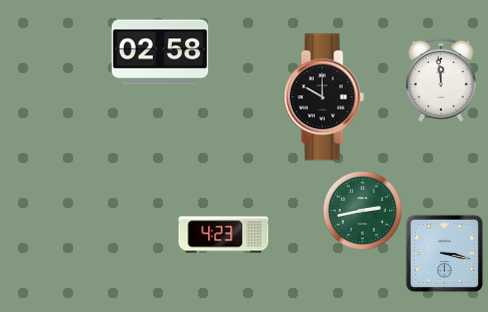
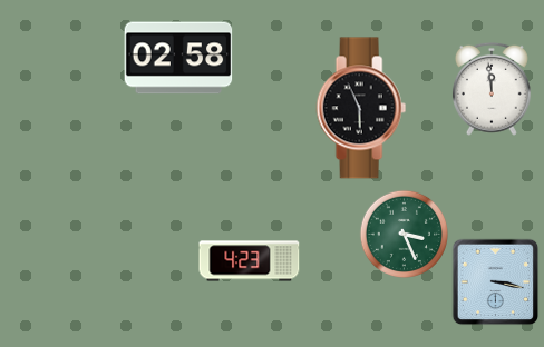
clock at (324, 97): 10:00 -> 5:56
clock at (362, 210): 2:43 -> 3:26
